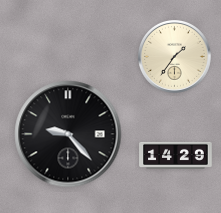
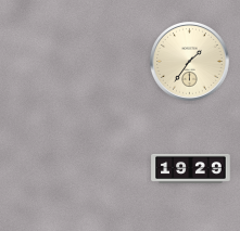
clock at (68, 134): 9:23 -> none
clock at (176, 155): 14:29 -> 19:29
